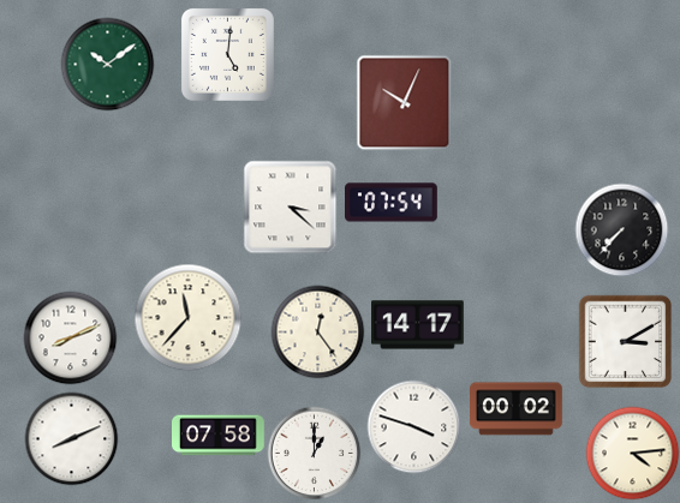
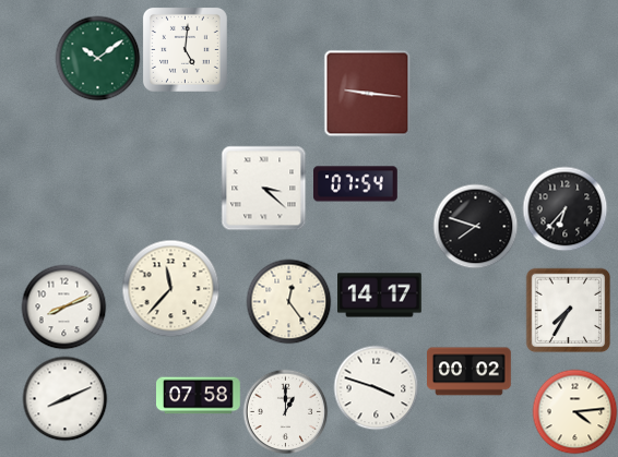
clock at (227, 54) position: (227, 54) -> (185, 49)
clock at (404, 102): 10:04 -> 9:16
clock at (621, 229): 7:37 -> 6:37
clock at (475, 226): none -> 7:48
clock at (625, 341): 3:10 -> 7:35
